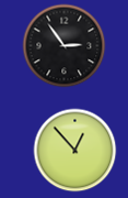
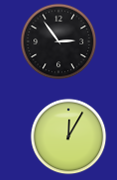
clock at (75, 151): 12:53 -> 12:05
